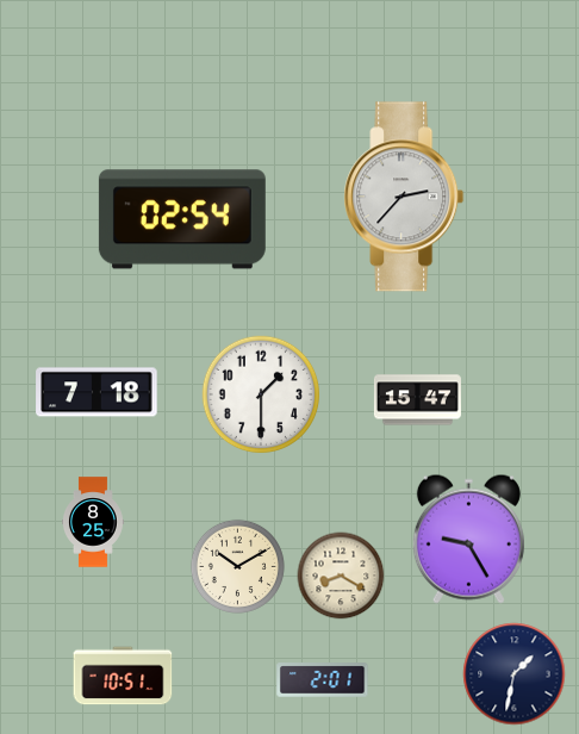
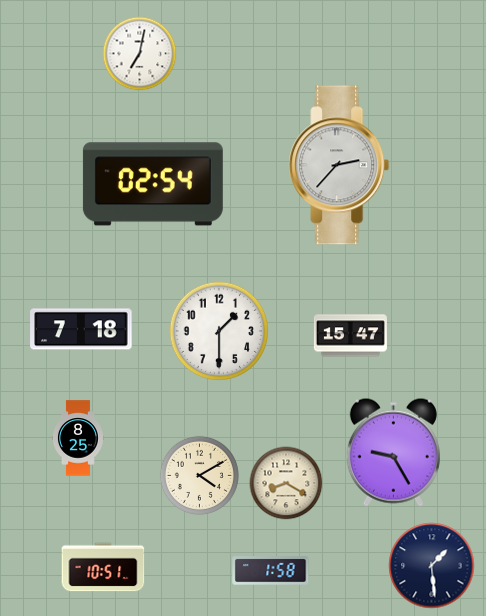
clock at (140, 54): none -> 7:02
clock at (237, 566): 10:10 -> 4:10
clock at (515, 674): 1:32 -> 1:29
clock at (323, 680): 2:01 -> 1:58
